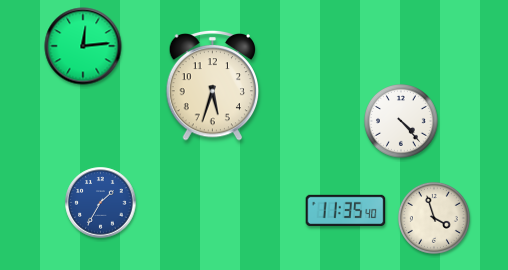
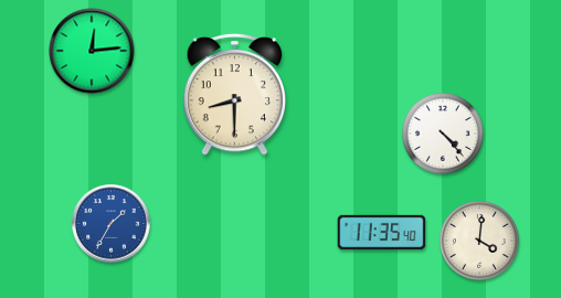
clock at (213, 85): 5:33 -> 8:30
clock at (434, 218): 3:57 -> 4:01
